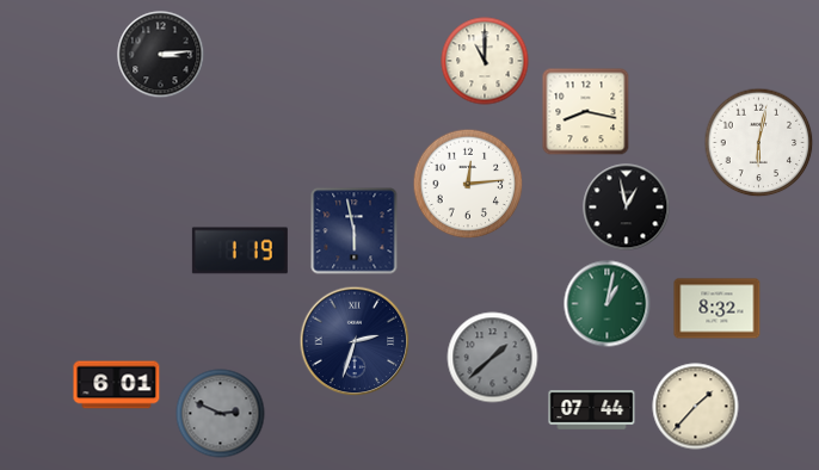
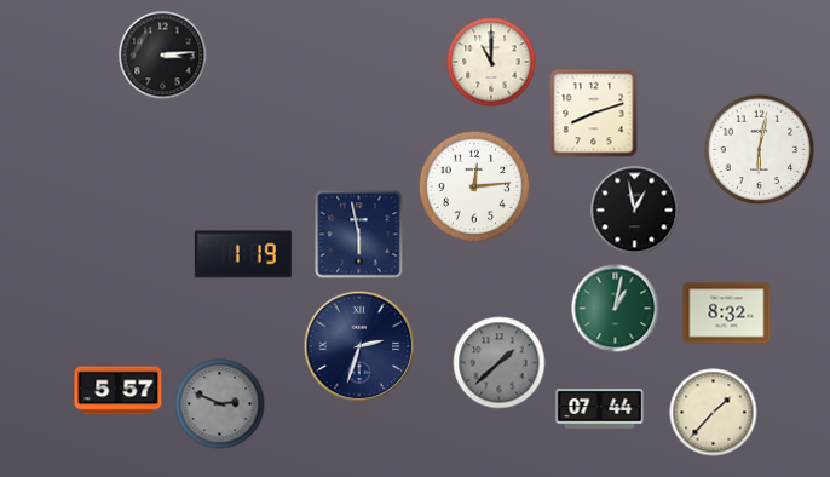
clock at (586, 112): 8:17 -> 8:12
clock at (759, 143) position: (759, 143) -> (760, 150)
clock at (117, 385): 6:01 -> 5:57
clock at (696, 407) position: (696, 407) -> (714, 413)
clock at (592, 410) position: (592, 410) -> (600, 409)
clock at (221, 414) position: (221, 414) -> (220, 404)
